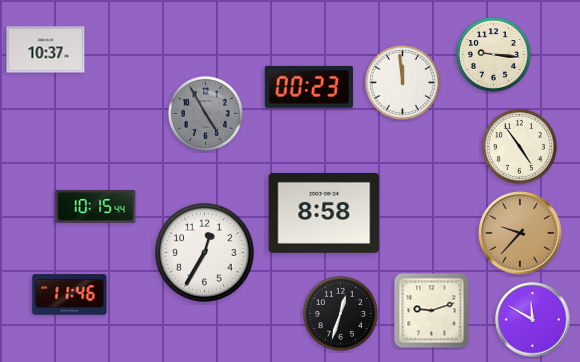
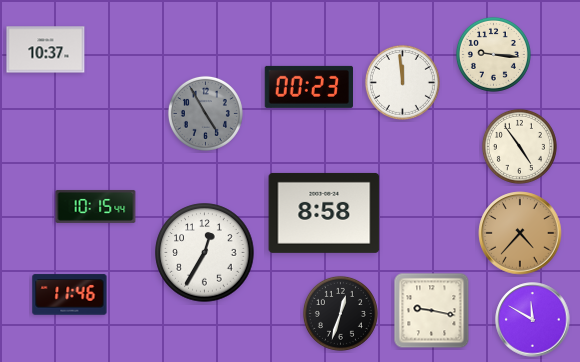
clock at (520, 233): 9:37 -> 4:37
clock at (432, 311): 9:12 -> 9:17
